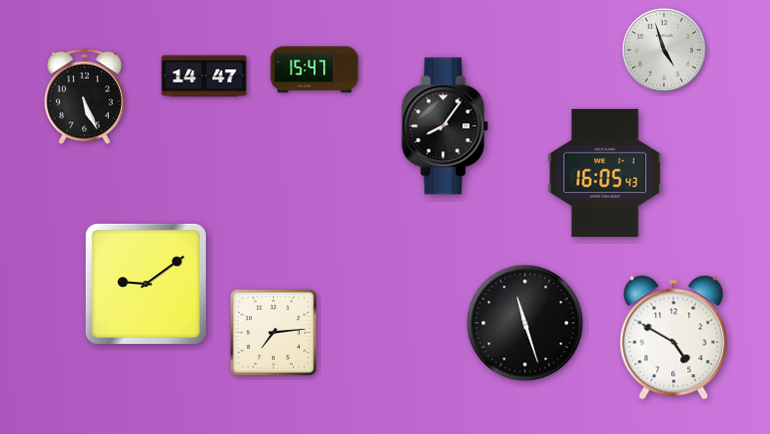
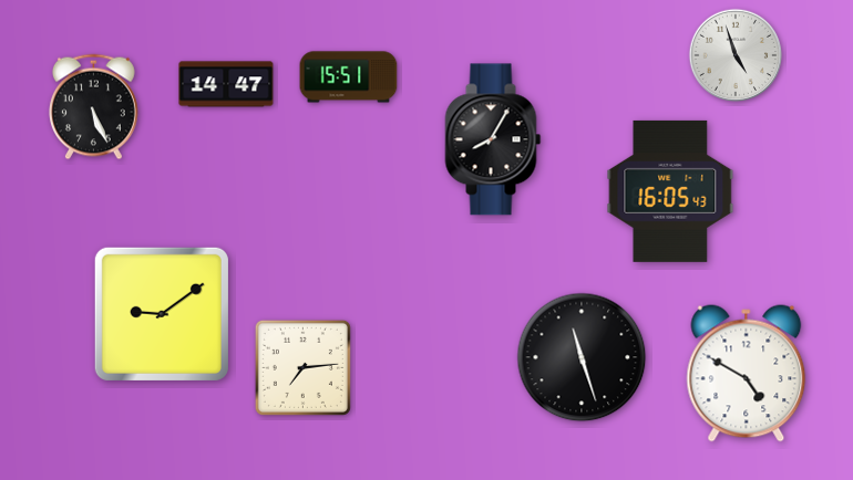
clock at (315, 70): 15:47 -> 15:51
clock at (445, 126): 8:06 -> 8:05
